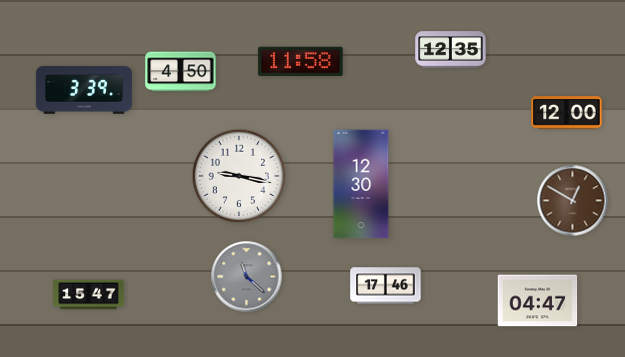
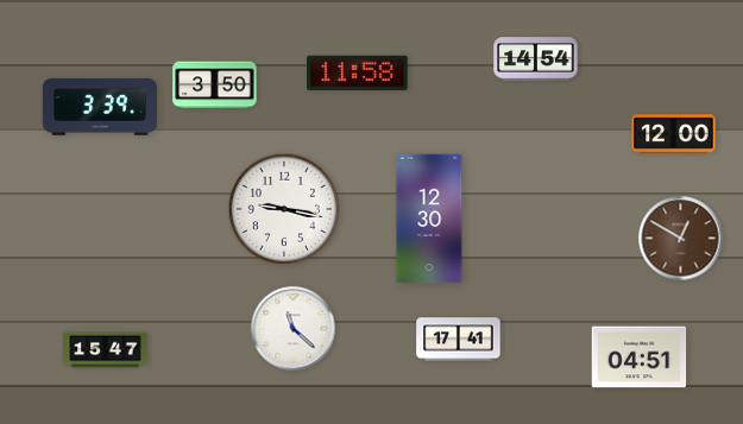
clock at (451, 50): 12:35 -> 14:54
clock at (181, 72): 4:50 -> 3:50
clock at (247, 277) dial: grey -> white
clock at (386, 286): 17:46 -> 17:41
clock at (538, 301): 04:47 -> 04:51
